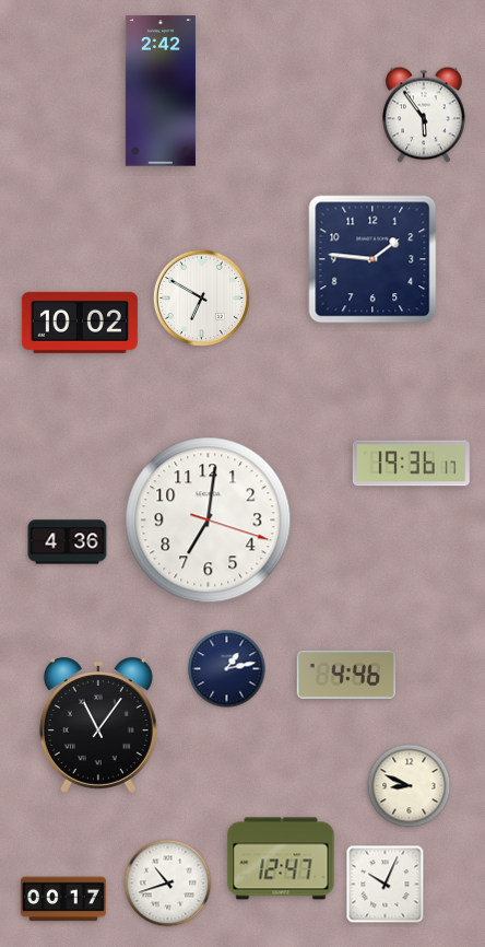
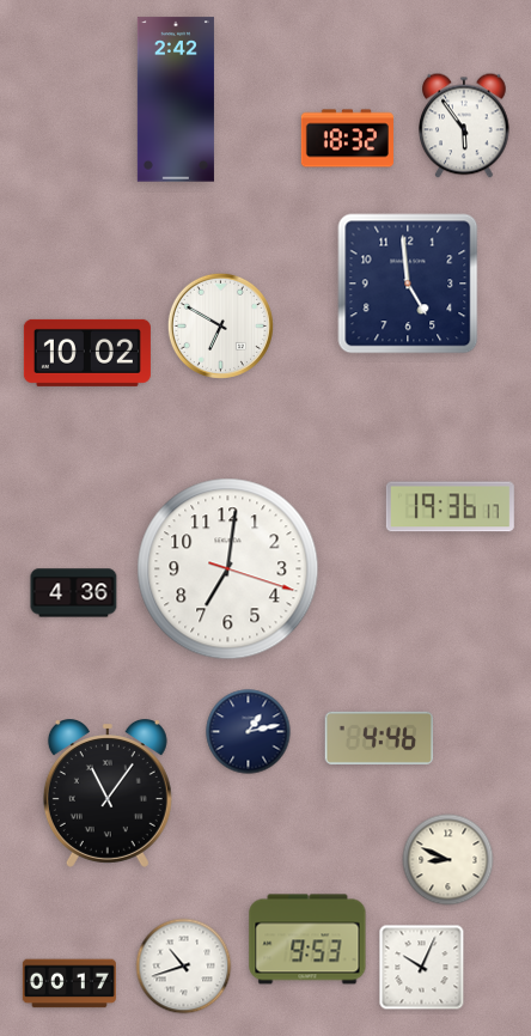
clock at (347, 139): none -> 18:32
clock at (372, 259): 1:46 -> 4:59
clock at (281, 858): 12:47 -> 9:53
